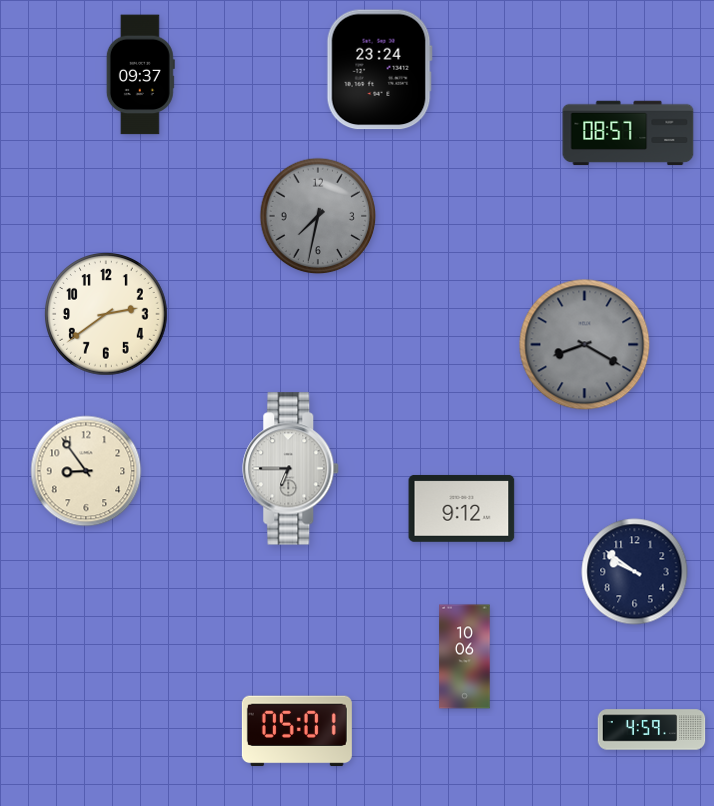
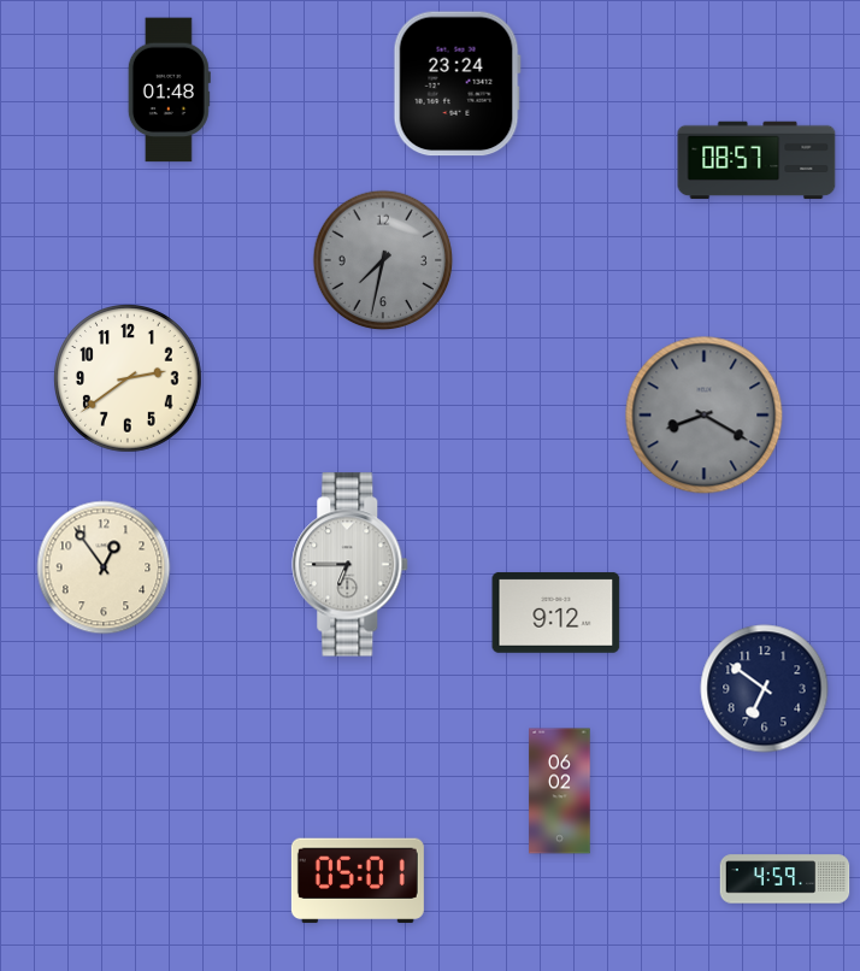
clock at (140, 75): 09:37 -> 01:48
clock at (86, 471): 8:54 -> 12:54
clock at (635, 572): 9:51 -> 6:51
clock at (465, 657): 10:06 -> 06:02
